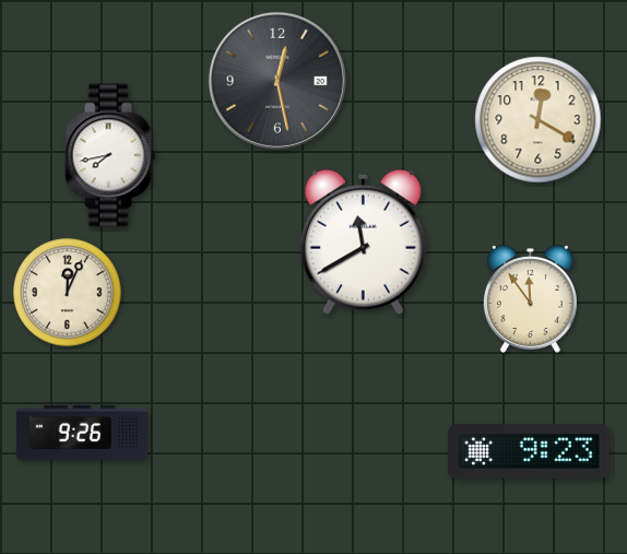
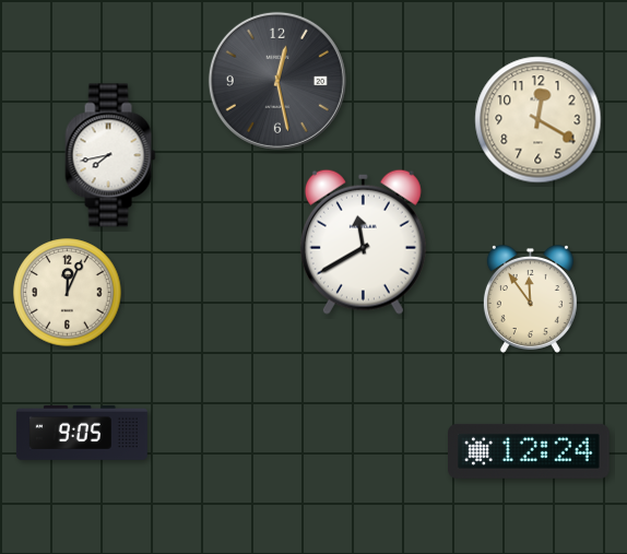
clock at (82, 433): 9:26 -> 9:05
clock at (529, 451): 9:23 -> 12:24
